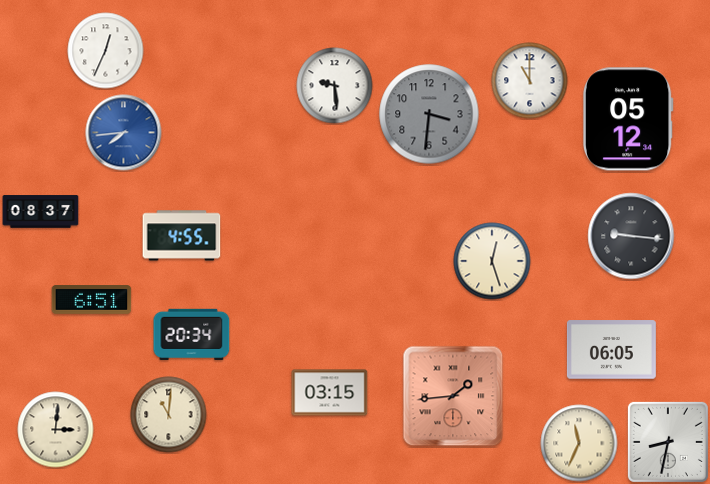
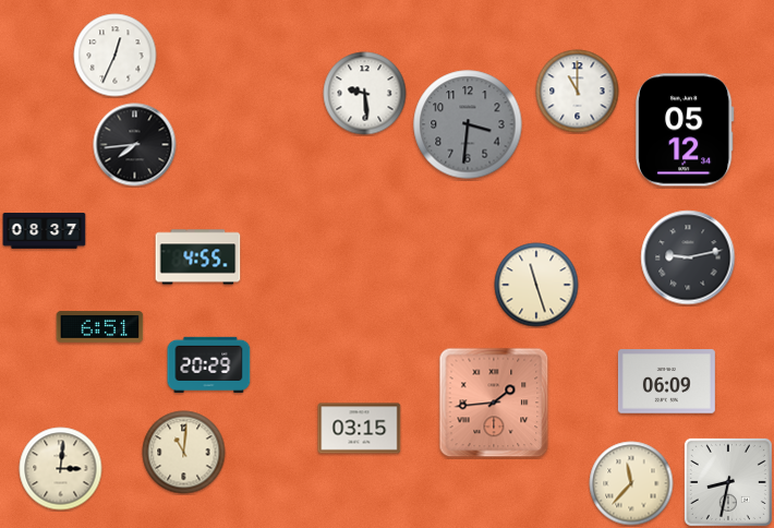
clock at (530, 81) position: (530, 81) -> (578, 92)
clock at (124, 133) dial: blue -> black
clock at (631, 236): 9:16 -> 9:13
clock at (492, 261): 12:27 -> 11:27
clock at (192, 334): 20:34 -> 20:29
clock at (611, 350): 06:05 -> 06:09
clock at (453, 396) position: (453, 396) -> (494, 403)
clock at (579, 443): 11:34 -> 11:37
